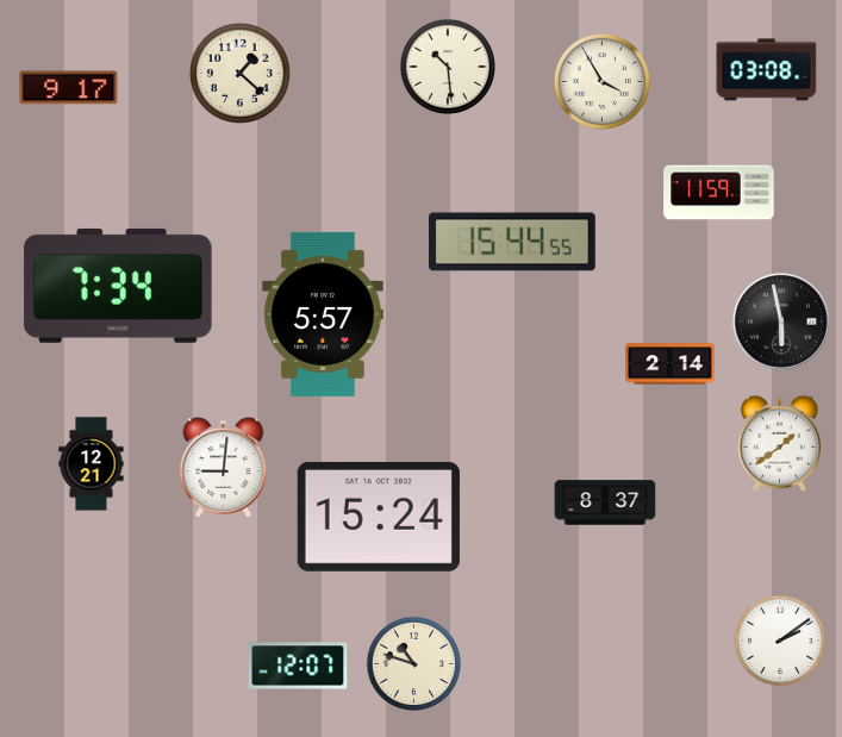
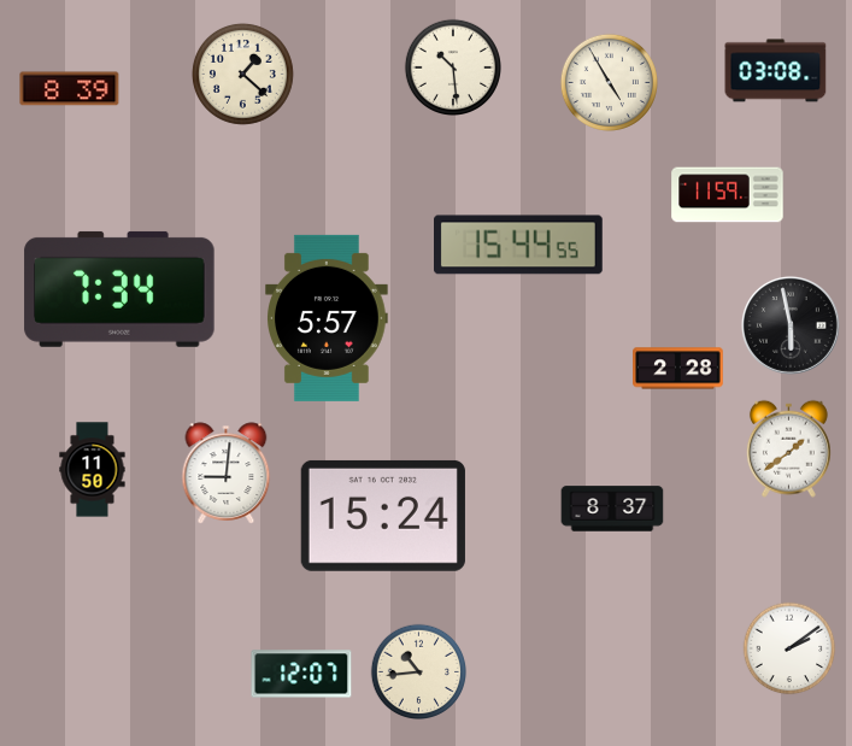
clock at (601, 81): 3:55 -> 4:55
clock at (69, 88): 9:17 -> 8:39
clock at (671, 364): 2:14 -> 2:28
clock at (92, 464): 12:21 -> 11:50
clock at (379, 517) position: (379, 517) -> (383, 516)
clock at (414, 664): 10:48 -> 10:44
